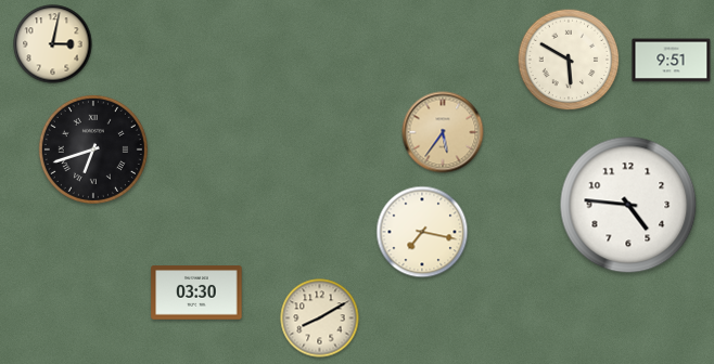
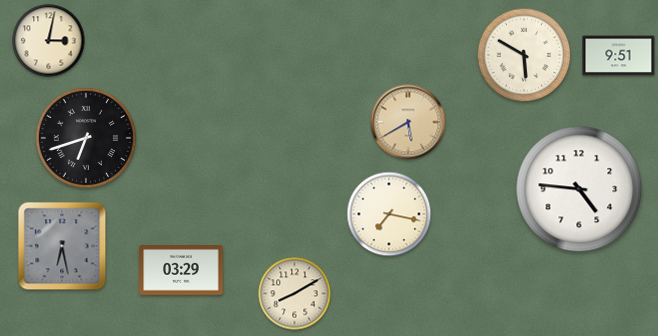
clock at (443, 132): 5:36 -> 5:40
clock at (62, 246): none -> 6:28
clock at (196, 292): 03:30 -> 03:29
